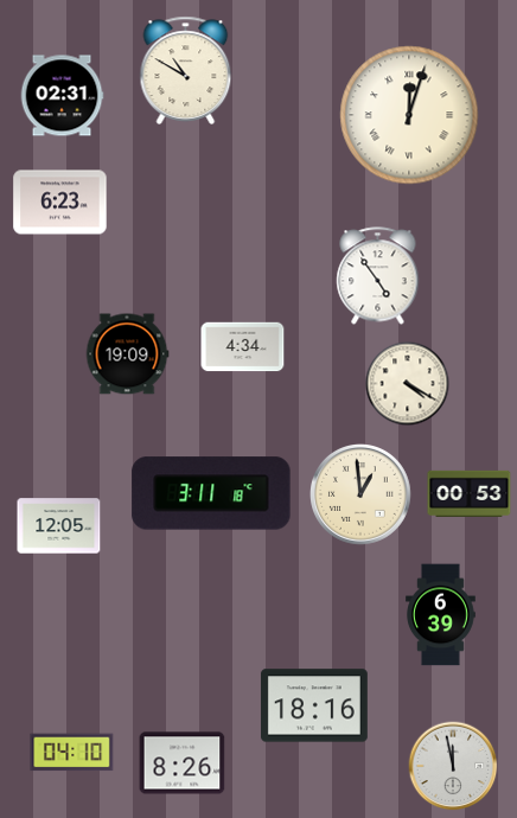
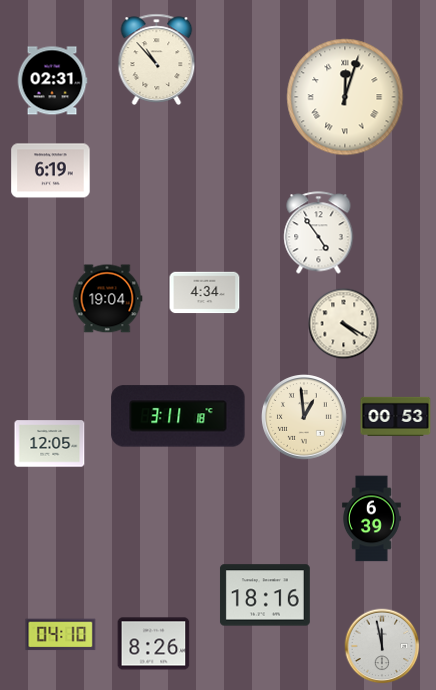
clock at (186, 70): 10:50 -> 10:53
clock at (60, 203): 6:23 -> 6:19
clock at (127, 354): 19:09 -> 19:04
